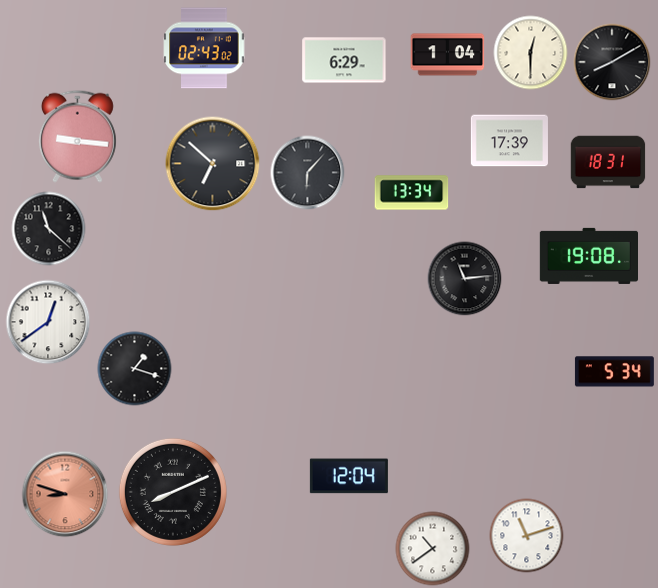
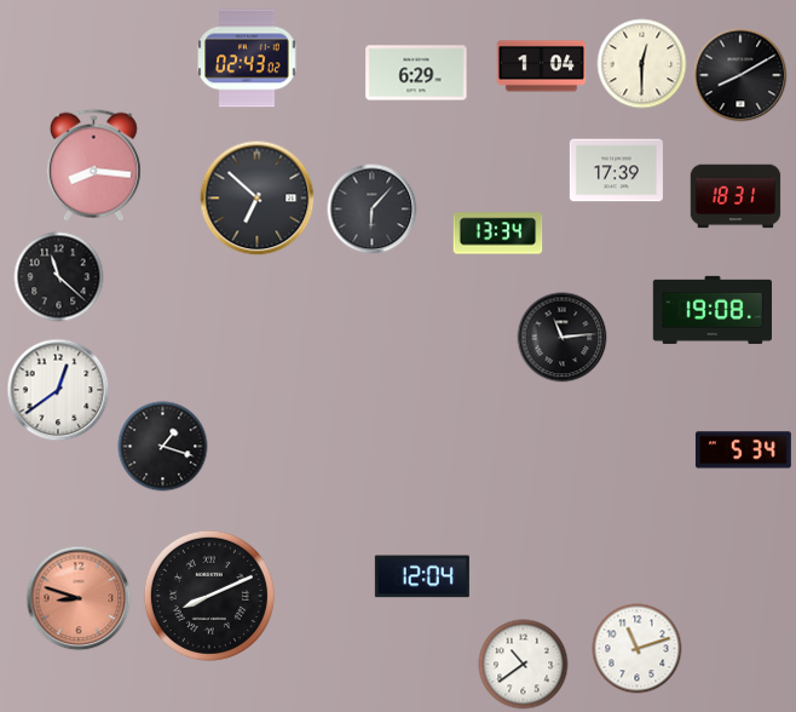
clock at (77, 136): 9:16 -> 8:16
